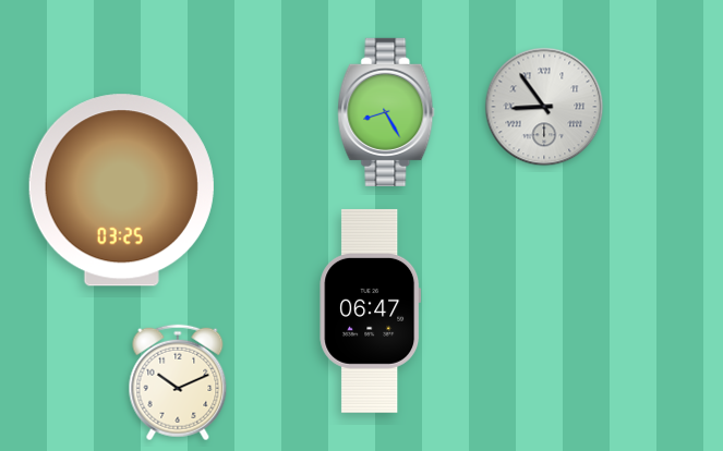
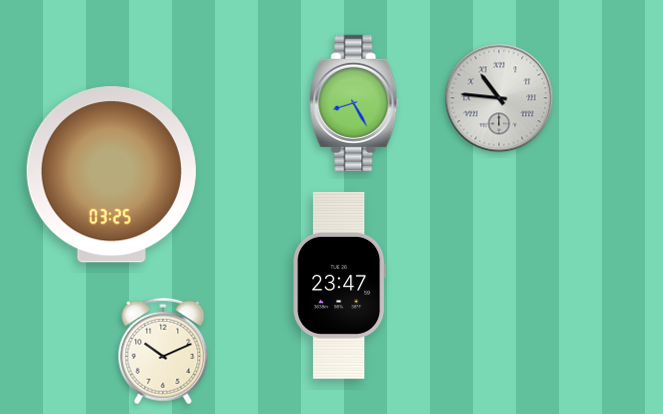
clock at (544, 107): 8:54 -> 10:46
clock at (371, 310): 06:47 -> 23:47
